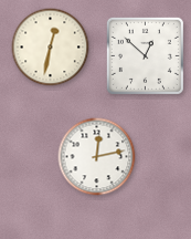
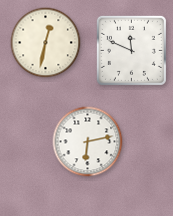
clock at (145, 55): 12:52 -> 11:49
clock at (97, 157): 12:13 -> 6:13
